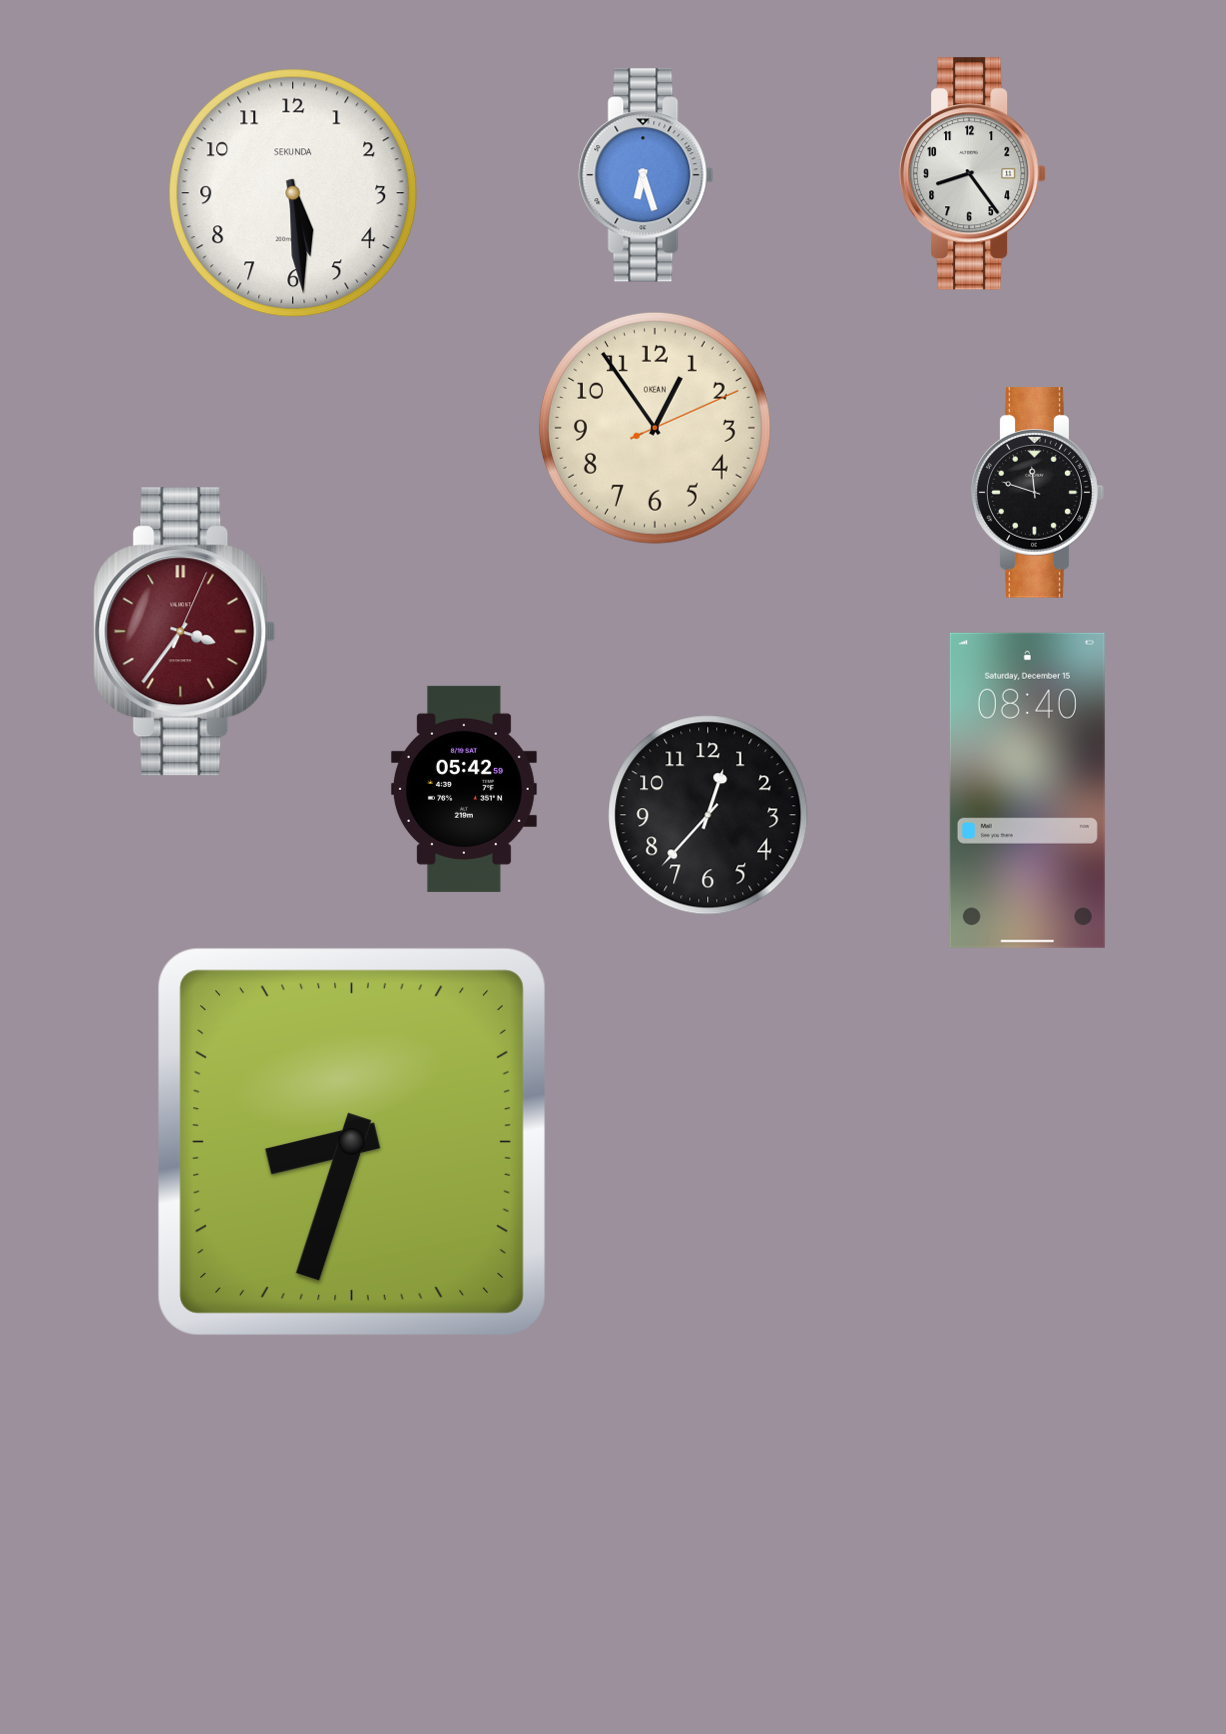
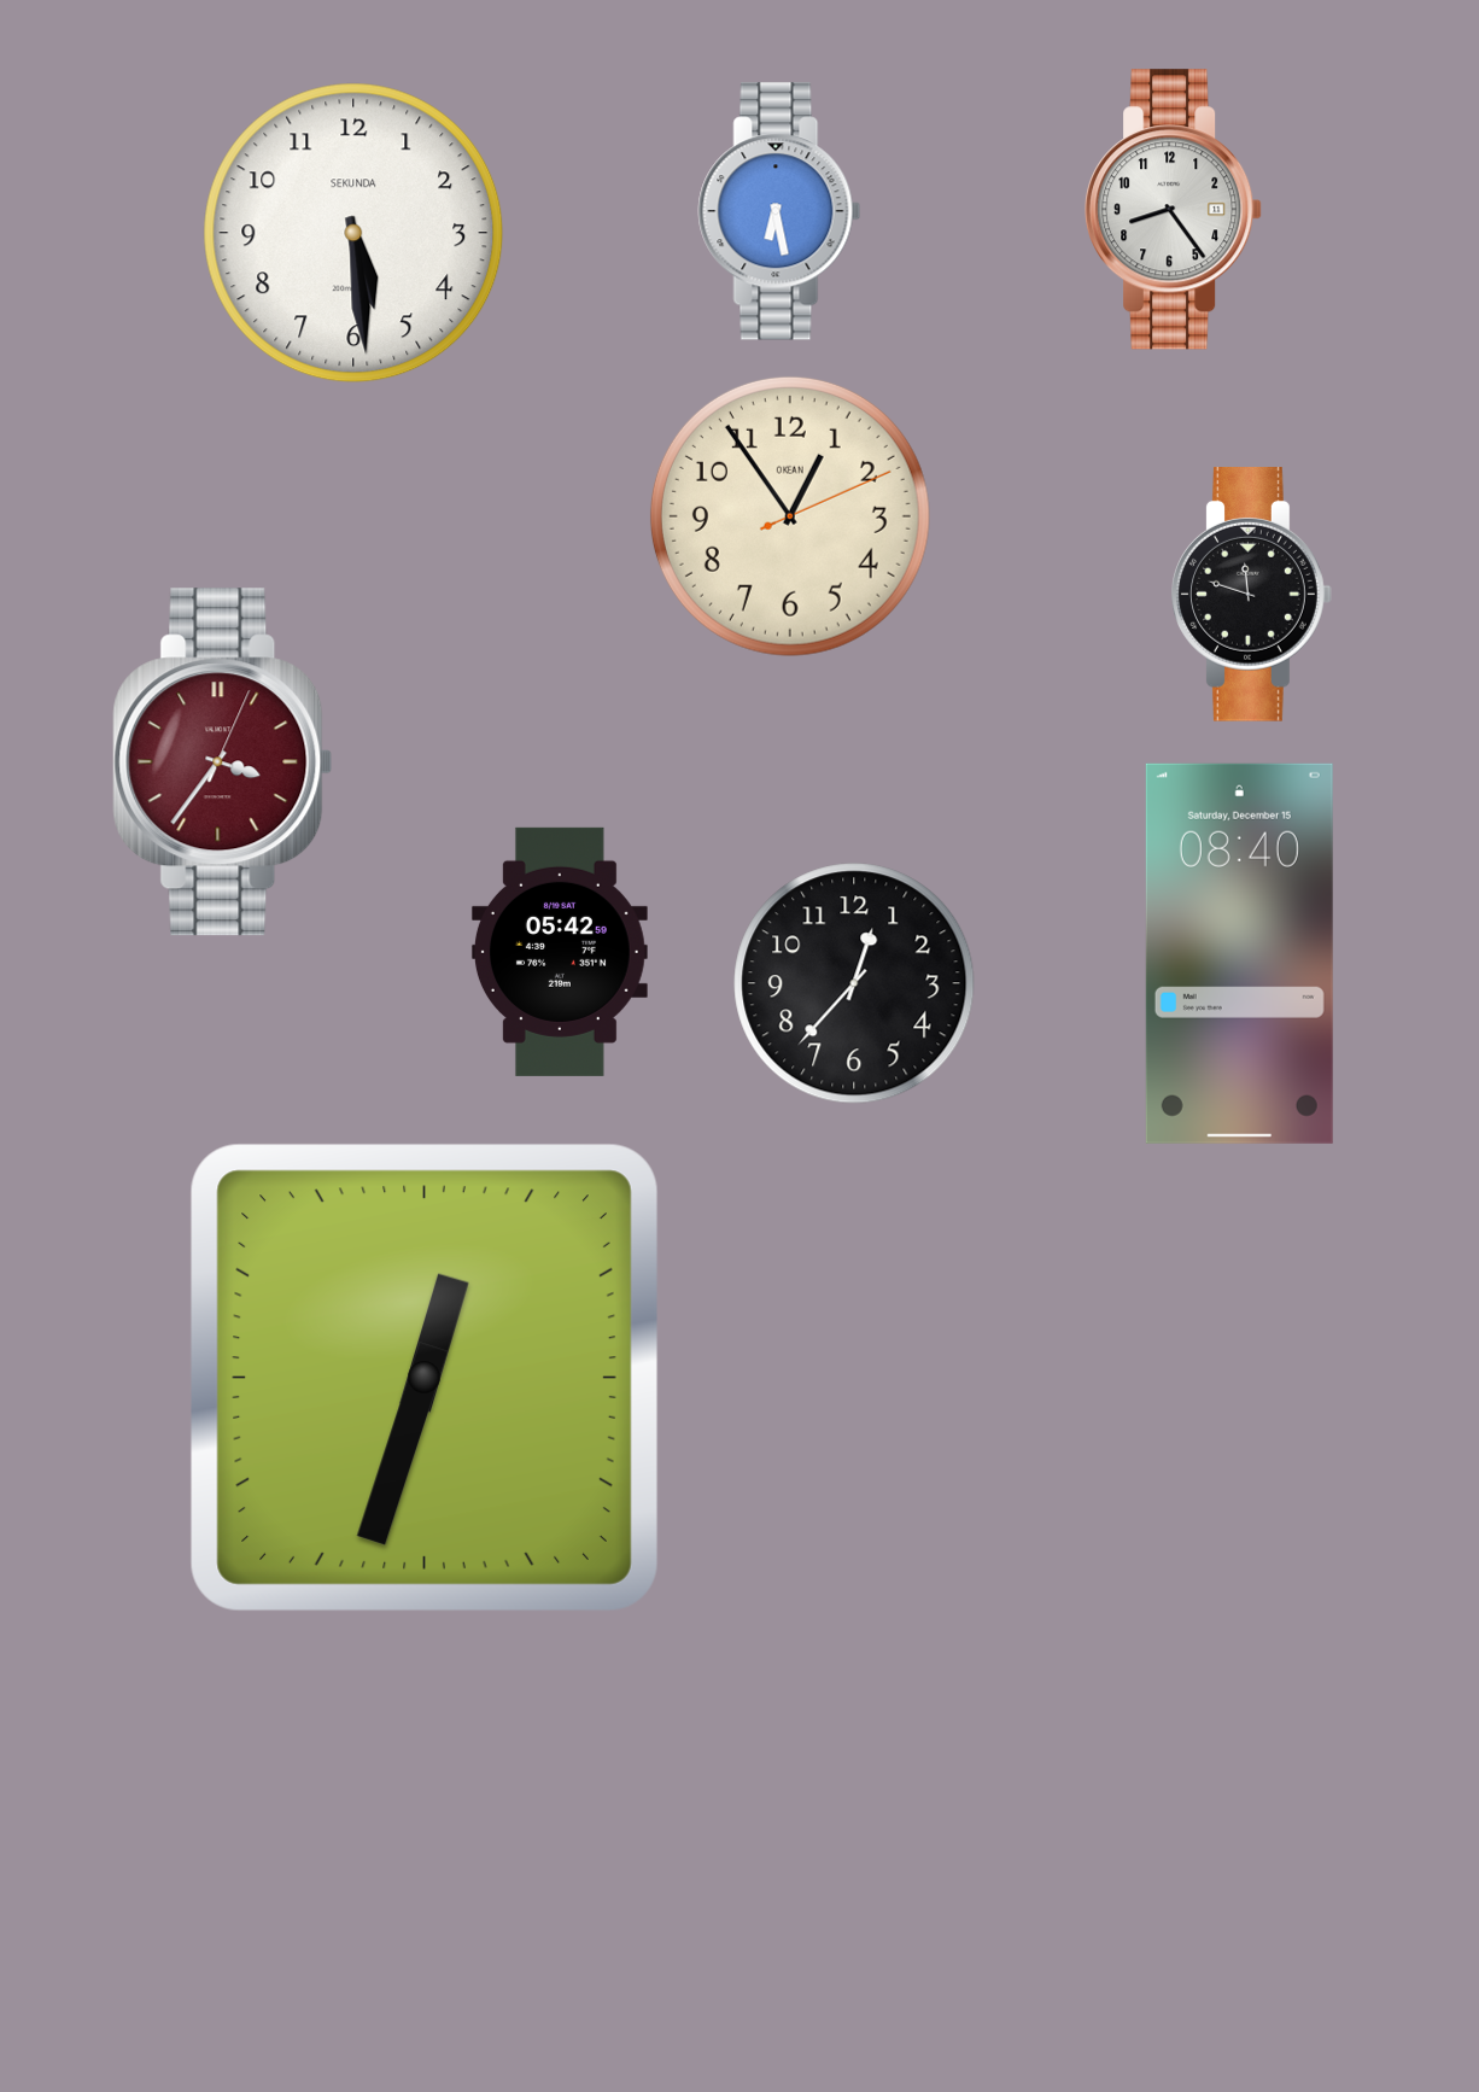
clock at (646, 175): 6:27 -> 6:28
clock at (352, 1142): 8:33 -> 12:33
